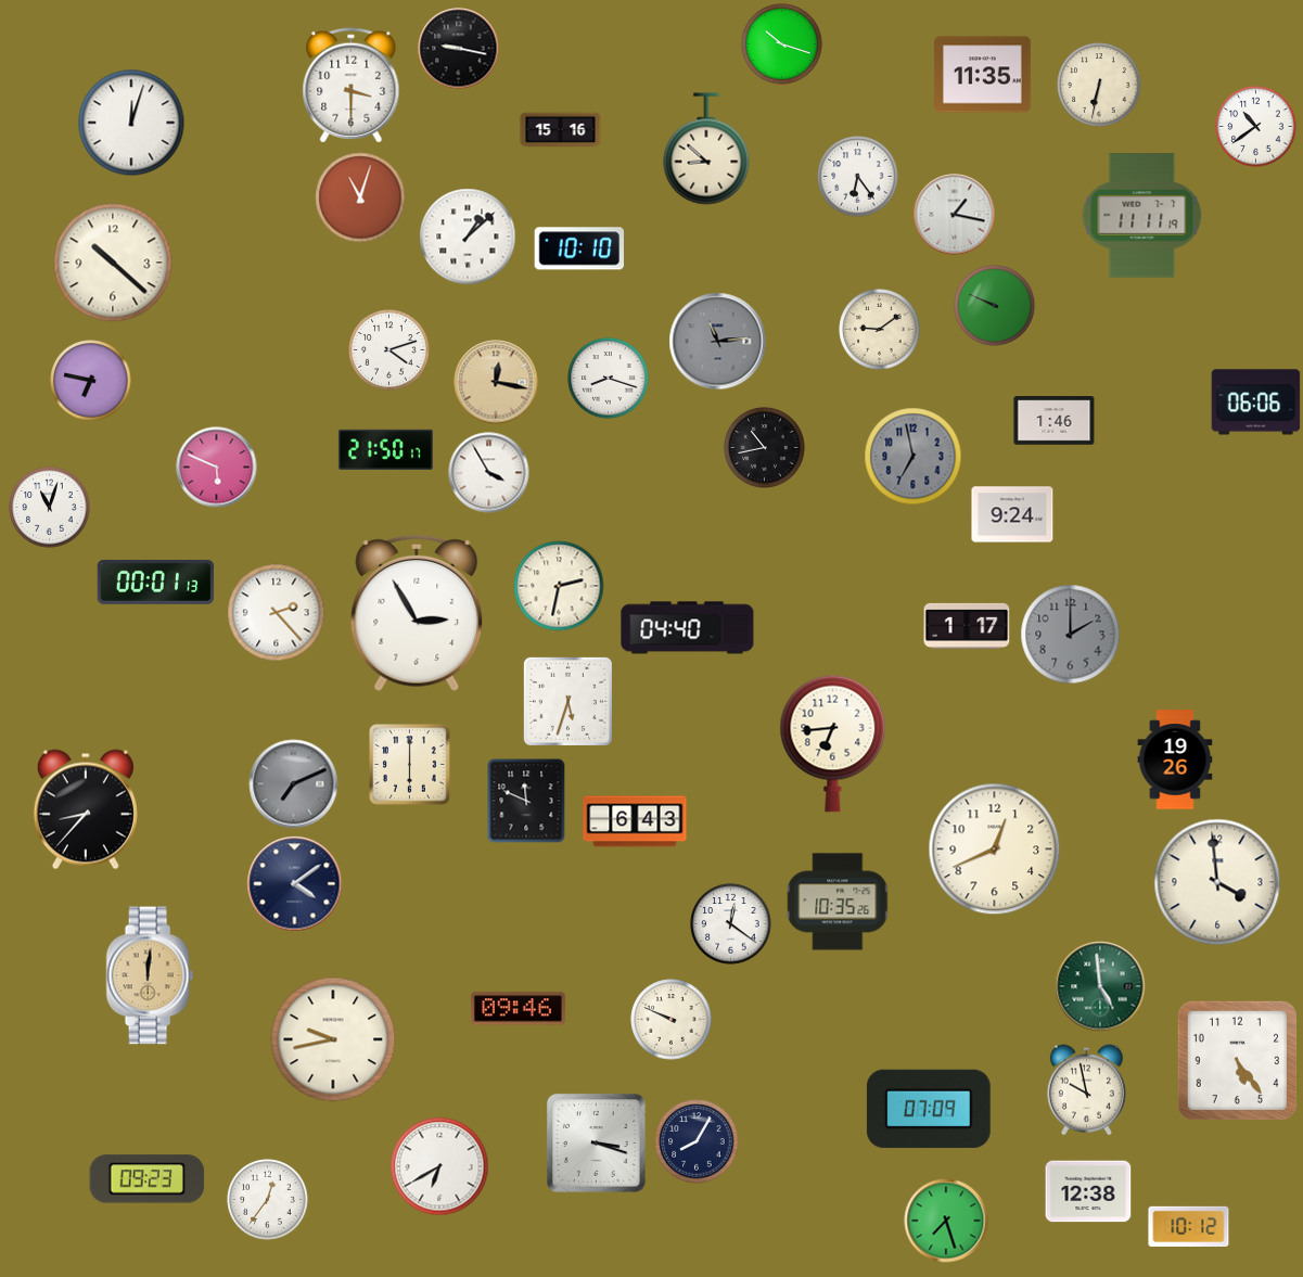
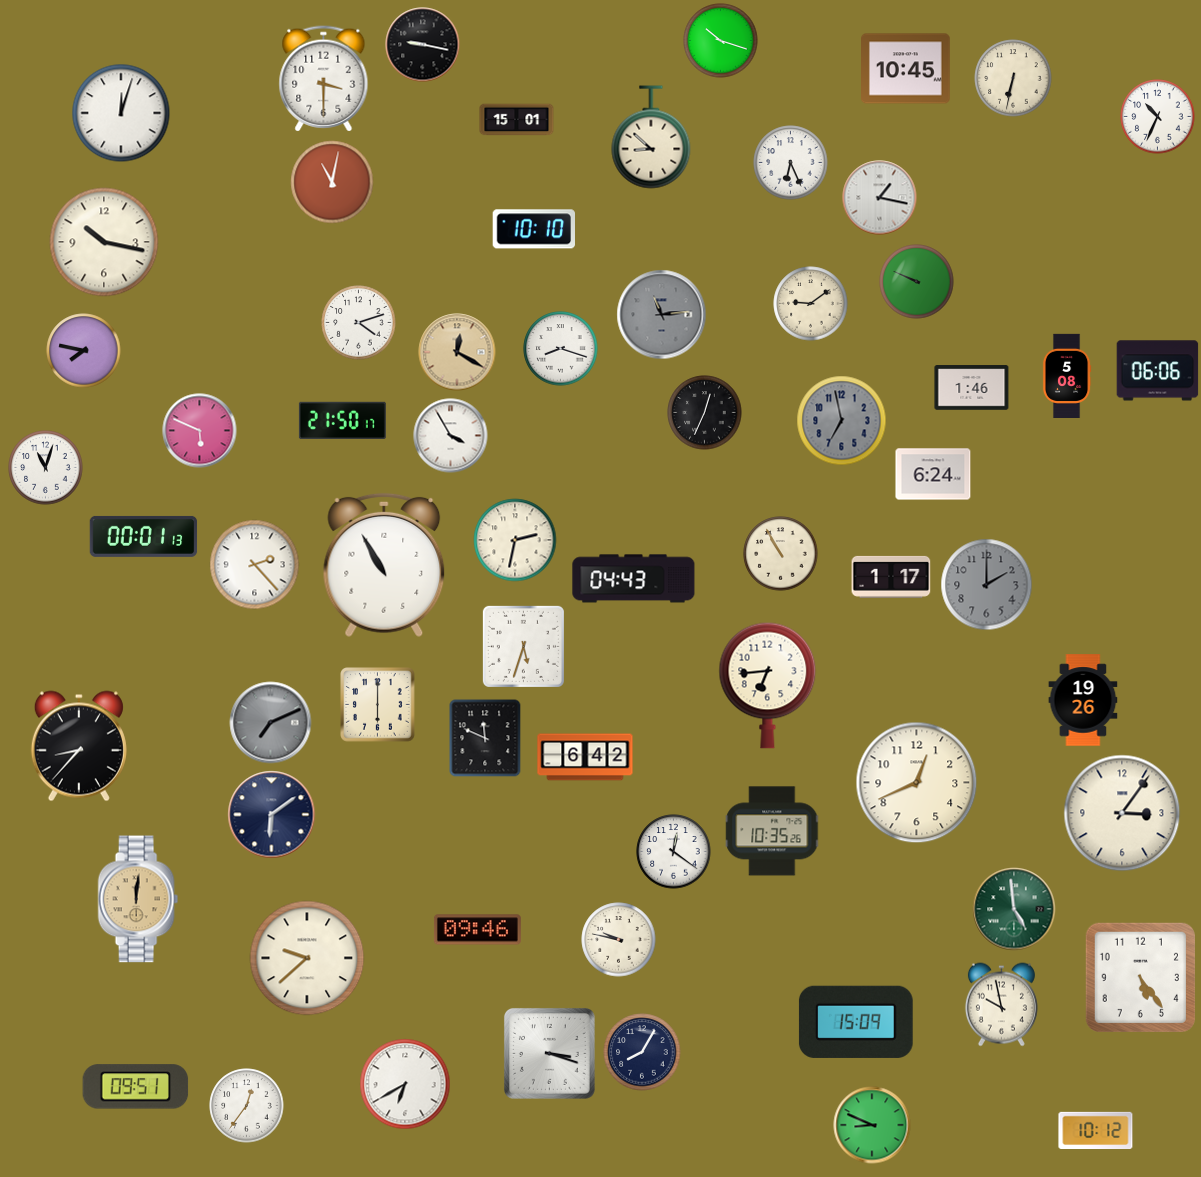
clock at (983, 75): 11:35 -> 10:45
clock at (1256, 127): 10:39 -> 10:34
clock at (561, 130): 15:16 -> 15:01
clock at (858, 177): 6:24 -> 6:26
clock at (360, 197): 11:03 -> 11:02
clock at (1142, 216): 11:11 -> none
clock at (468, 237): 1:08 -> none
clock at (113, 263): 10:22 -> 10:17
clock at (91, 381): 6:47 -> 7:47
clock at (496, 382): 12:17 -> 12:20
clock at (1067, 375): none -> 5:08
clock at (765, 448): 10:43 -> 12:34
clock at (385, 449) position: (385, 449) -> (342, 420)
clock at (1012, 514): 9:24 -> 6:24
clock at (781, 554): none -> 10:55
clock at (417, 613): 2:55 -> 10:55
clock at (688, 628): 04:40 -> 04:43
clock at (635, 821): 6:43 -> 6:42
clock at (1217, 882): 3:59 -> 3:06
clock at (295, 884): 4:09 -> 6:09
clock at (672, 1020): 9:49 -> 9:47
clock at (333, 1039): 9:43 -> 9:38
clock at (929, 1109): 07:09 -> 15:09
clock at (439, 1166) position: (439, 1166) -> (405, 1084)
clock at (148, 1179): 09:23 -> 09:51
clock at (1088, 1191): 12:38 -> none
clock at (946, 1221): 7:27 -> 8:49
